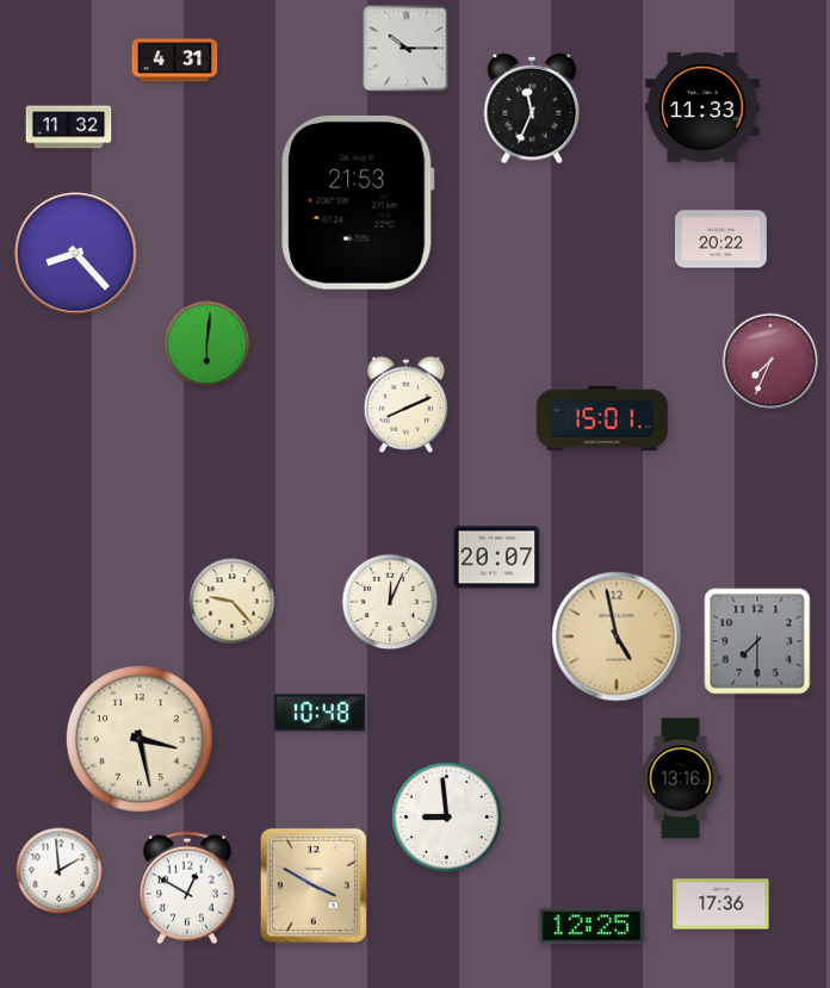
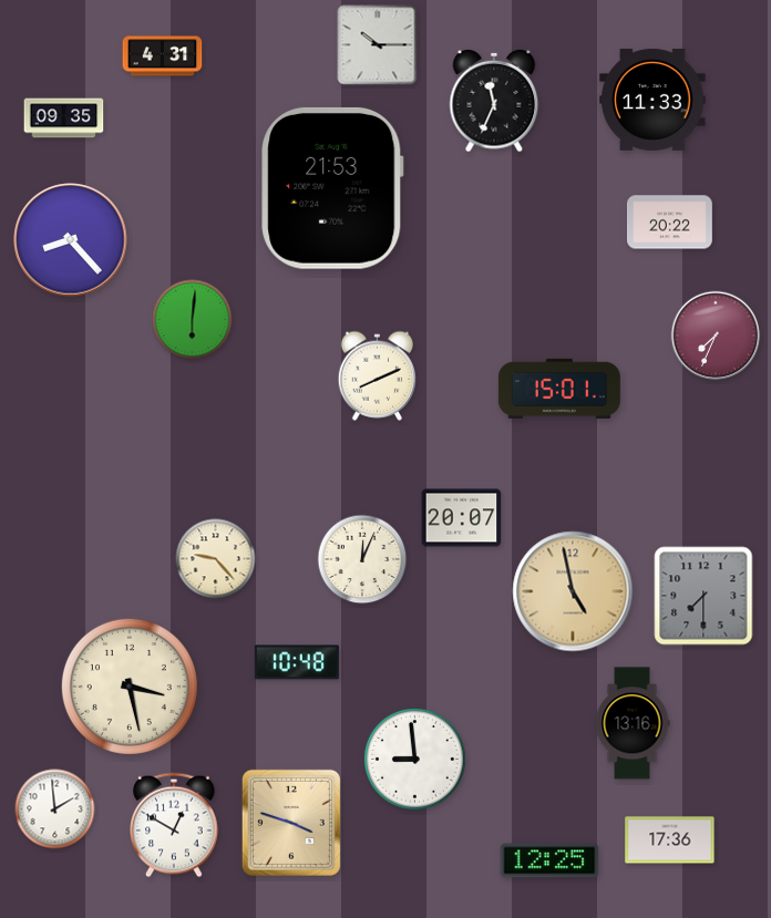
clock at (69, 128): 11:32 -> 09:35
clock at (76, 254) position: (76, 254) -> (71, 240)
clock at (314, 886): 3:50 -> 3:48
